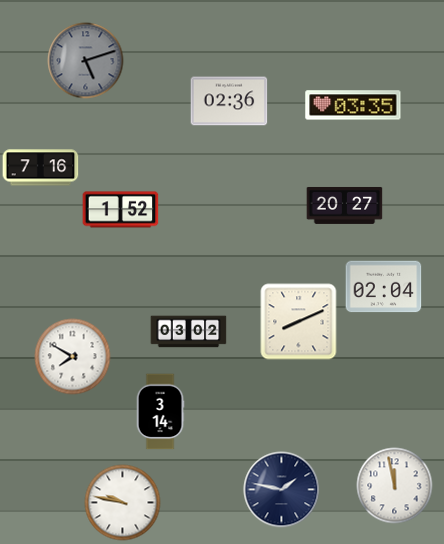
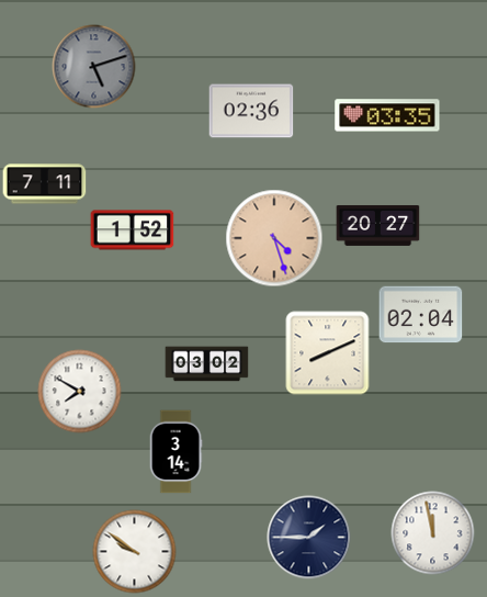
clock at (41, 168): 7:16 -> 7:11
clock at (274, 238): none -> 4:27
clock at (282, 490): 1:47 -> 1:45
clock at (123, 503): 9:47 -> 9:51
